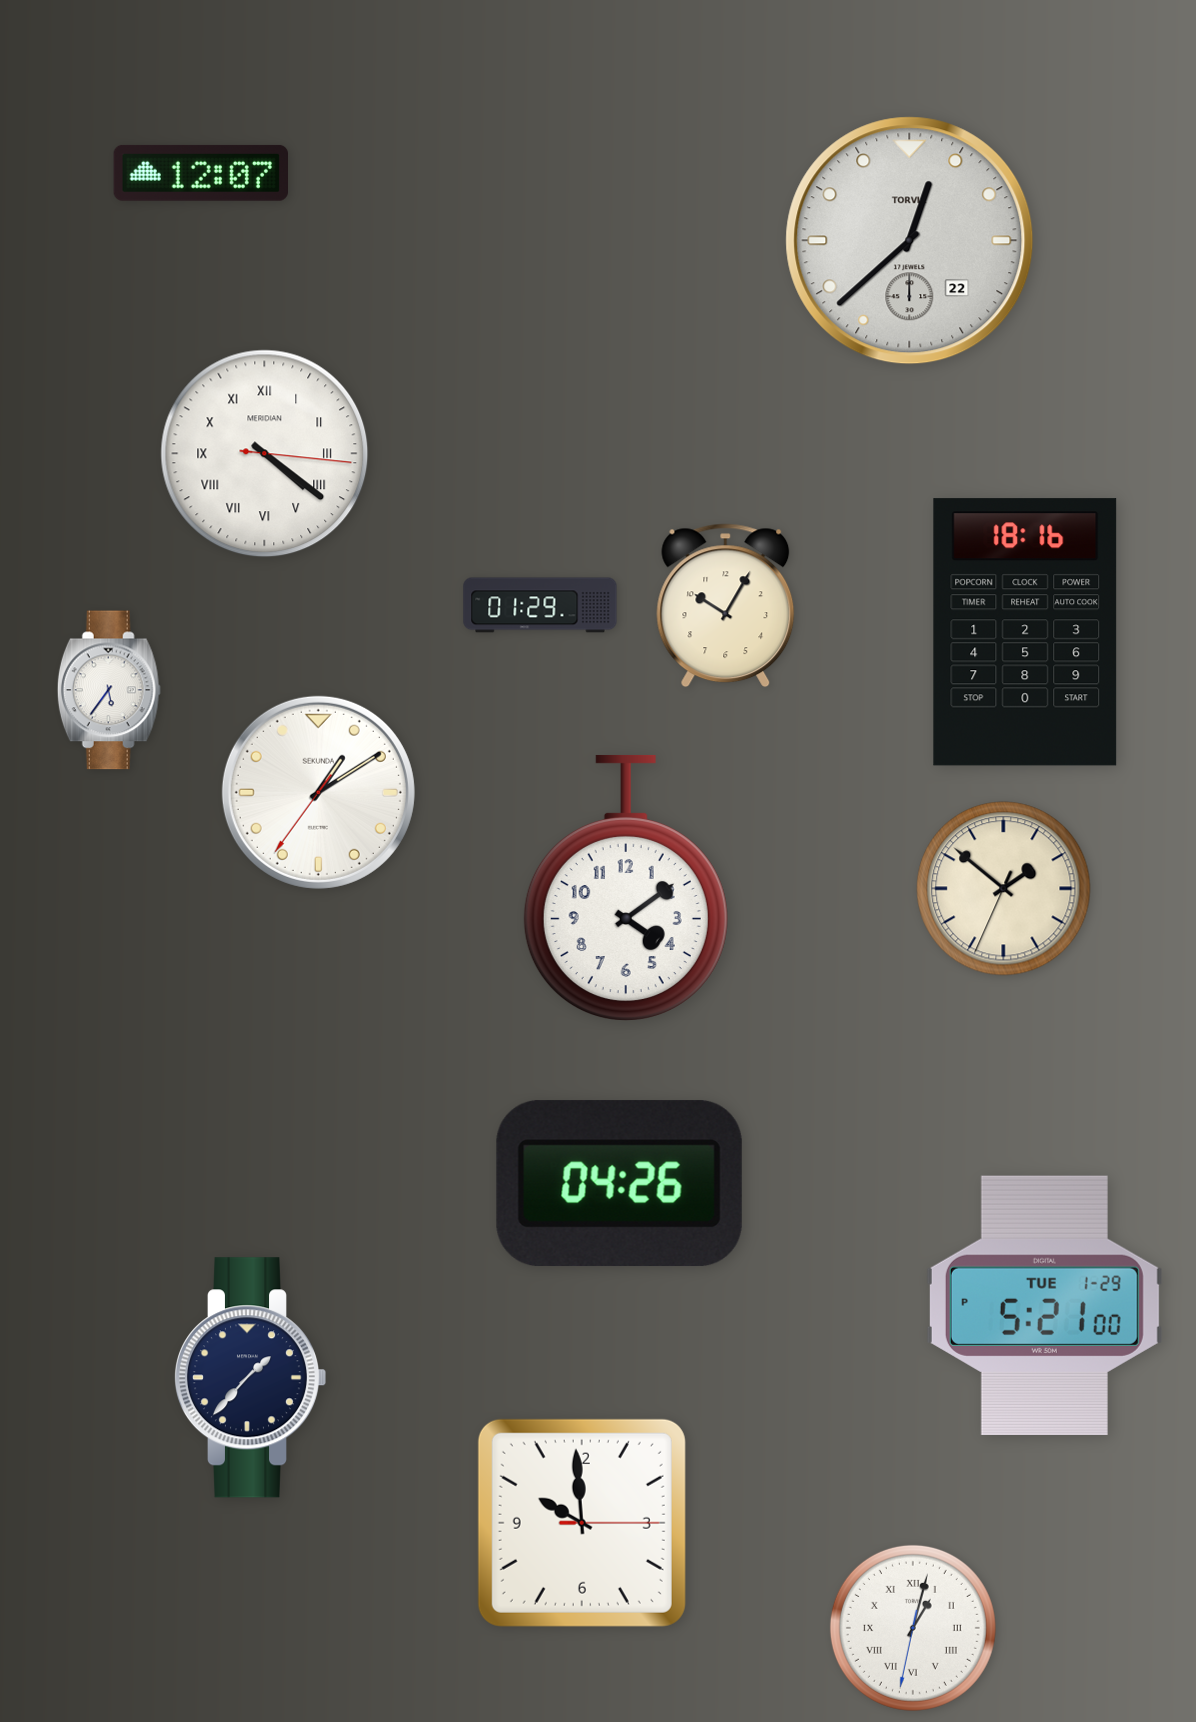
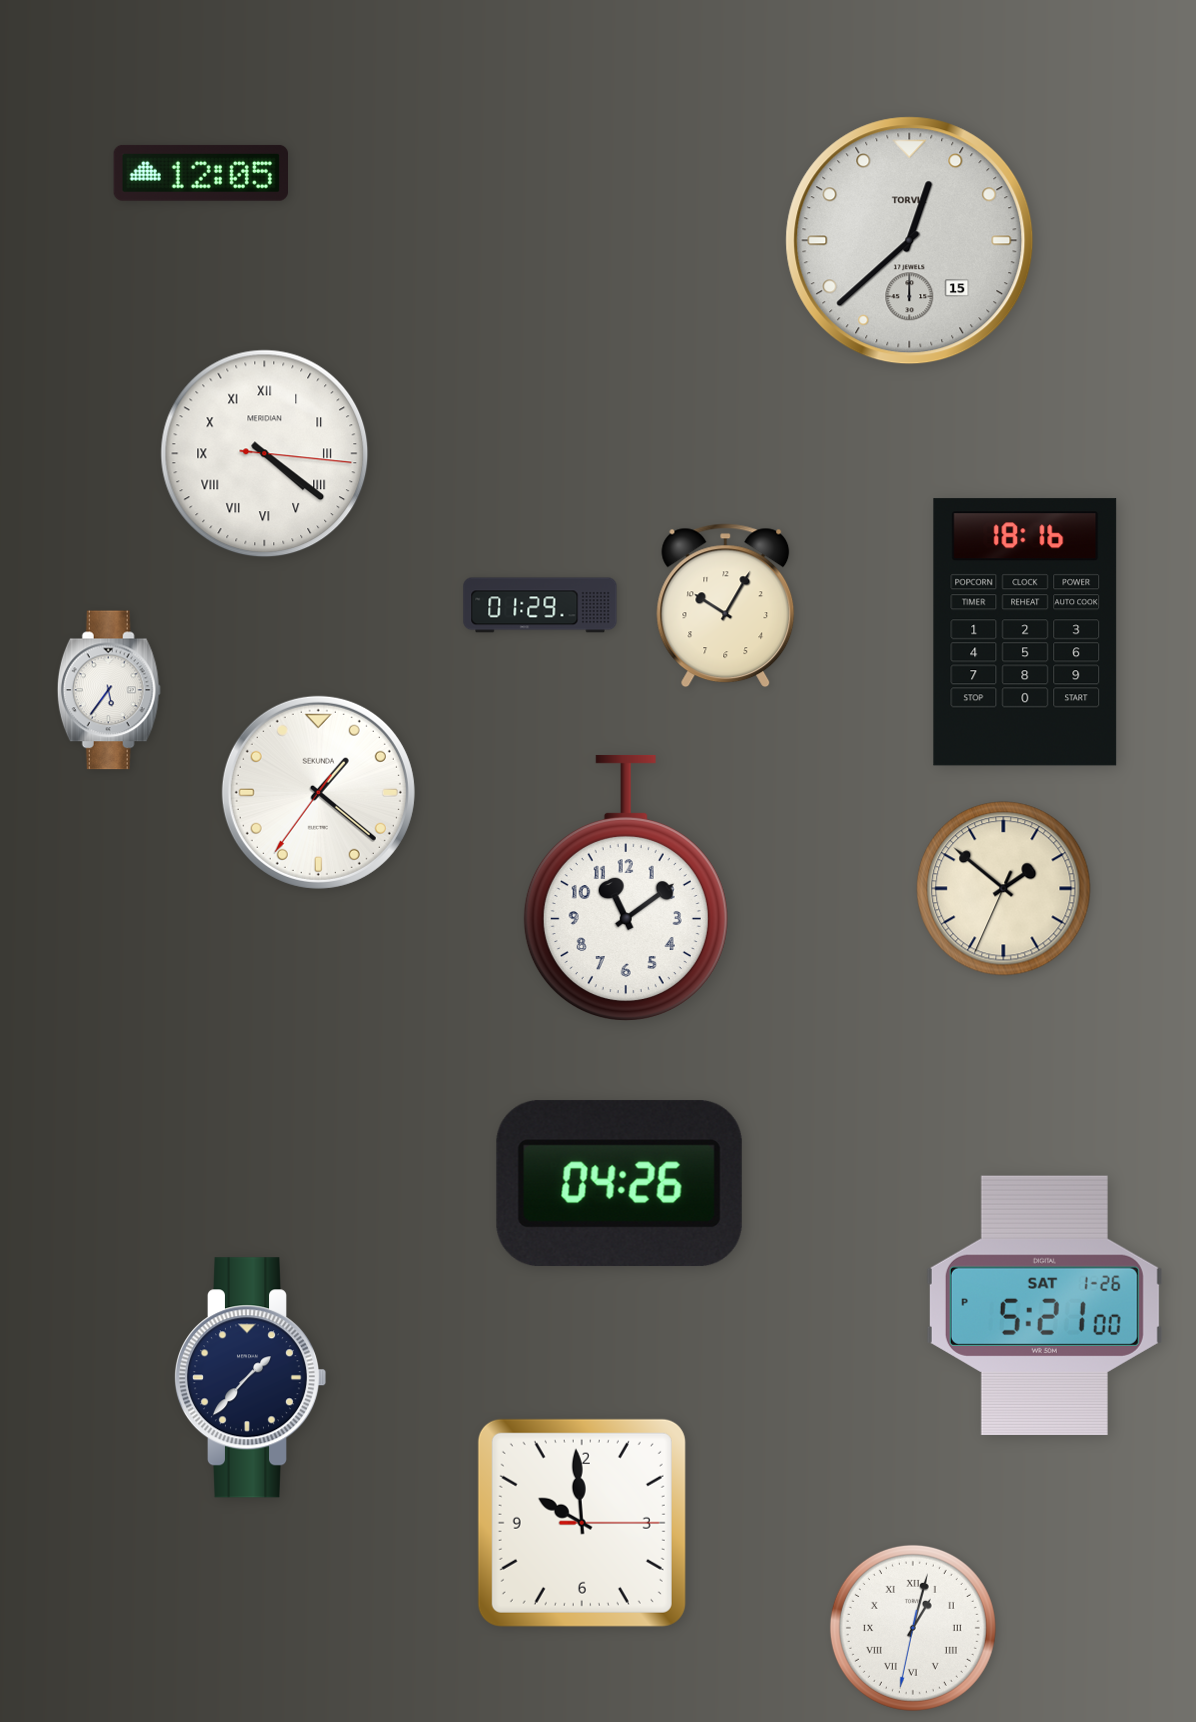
clock at (200, 173): 12:07 -> 12:05
clock at (910, 241) date: 22 -> 15
clock at (318, 792): 1:09 -> 1:21
clock at (626, 887): 4:09 -> 11:09
clock at (1044, 1305) date: TUE 1-29 -> SAT 1-26
